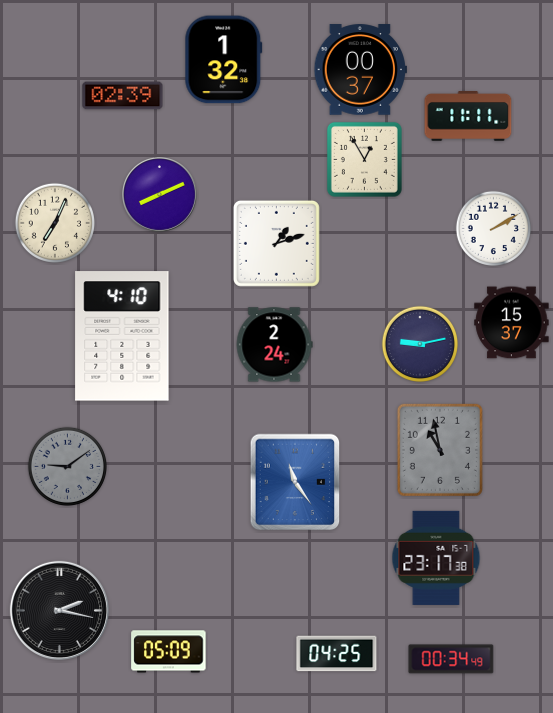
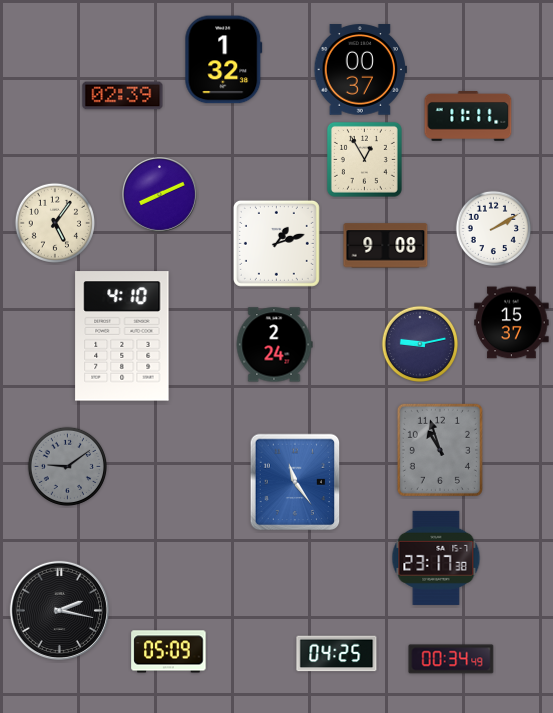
clock at (55, 223): 7:04 -> 5:06
clock at (386, 246): none -> 9:08
clock at (440, 450): 10:58 -> 10:57
